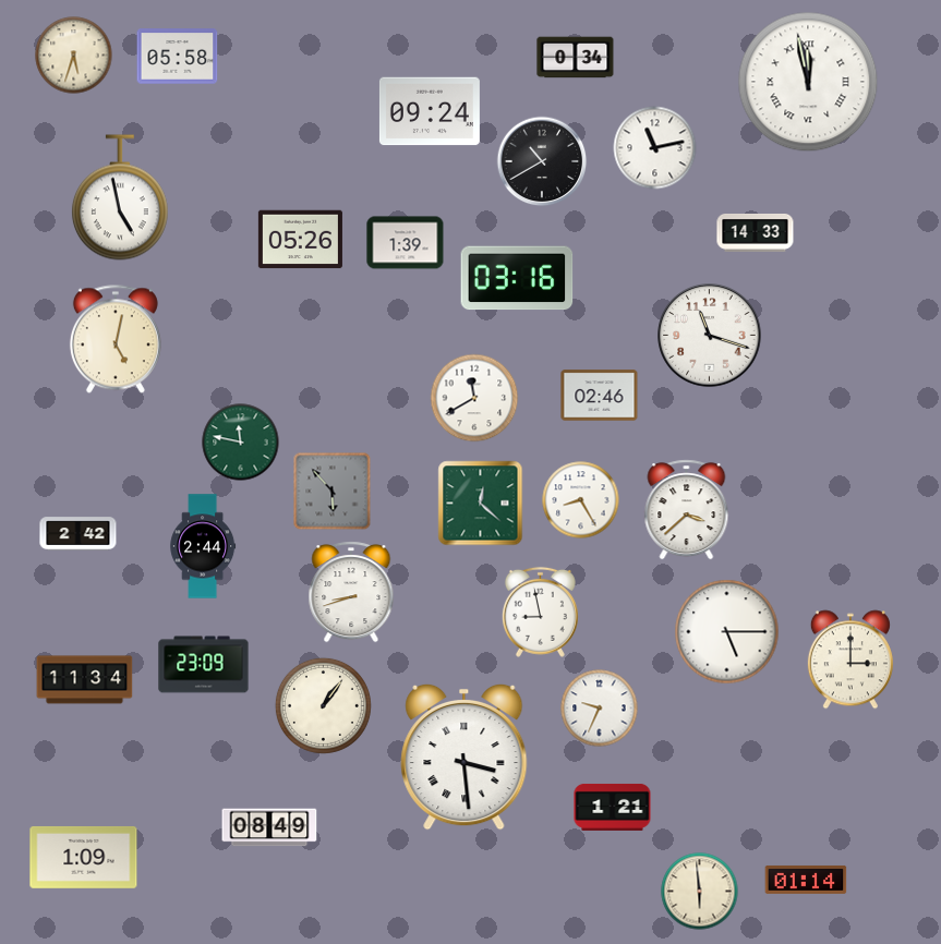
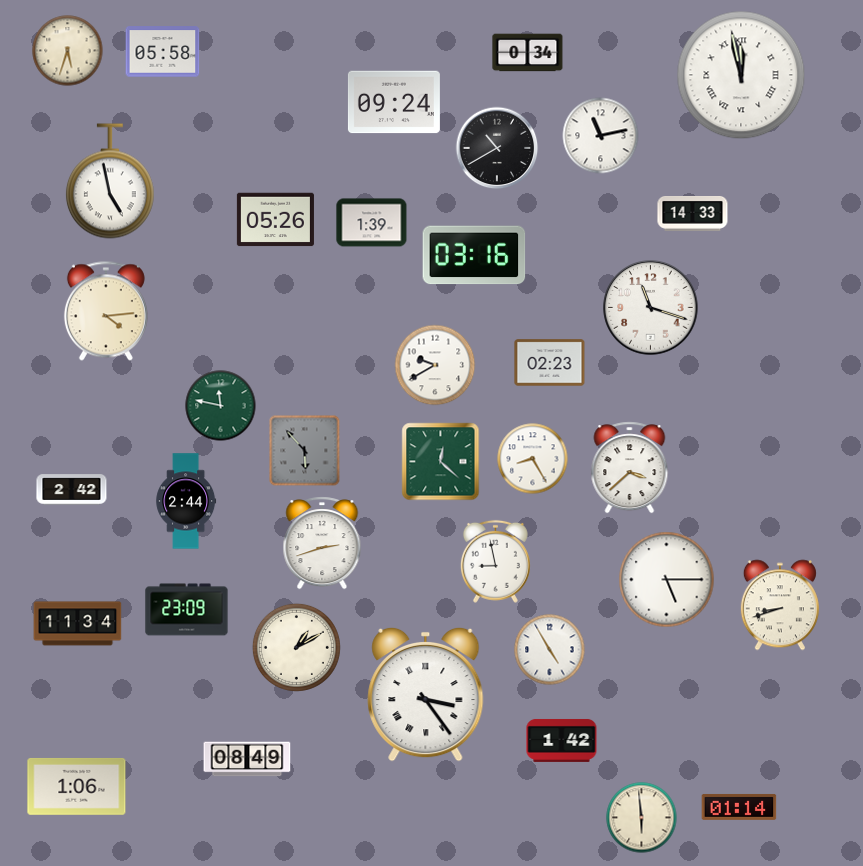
clock at (116, 339): 5:02 -> 4:14
clock at (600, 396): 02:46 -> 02:23
clock at (474, 398): 11:40 -> 9:40
clock at (351, 592): 8:42 -> 2:42
clock at (850, 659): 3:00 -> 8:42
clock at (323, 705): 1:06 -> 1:10
clock at (600, 709): 9:34 -> 4:55
clock at (465, 757): 3:29 -> 3:24
clock at (613, 807): 1:21 -> 1:42
clock at (84, 857): 1:09 -> 1:06
